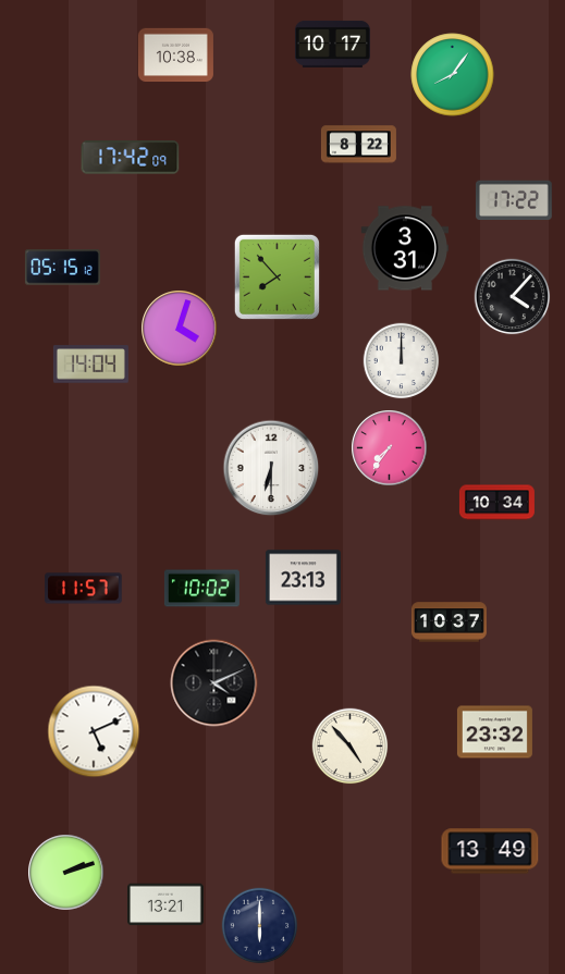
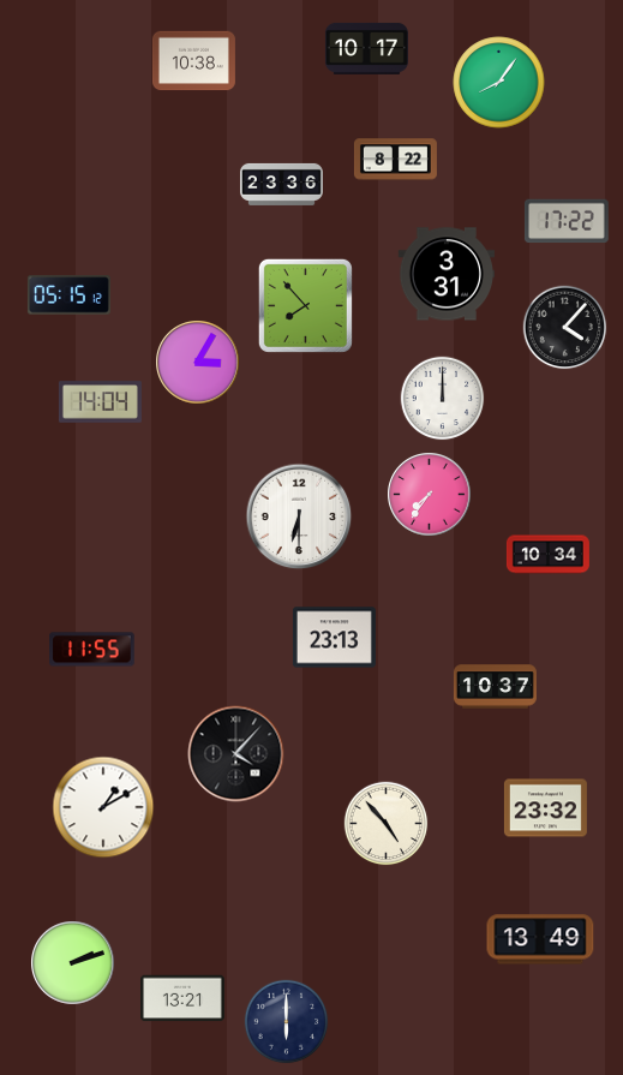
clock at (131, 158): 17:42 -> none
clock at (281, 184): none -> 23:36
clock at (180, 329): 4:03 -> 3:05
clock at (84, 589): 11:57 -> 11:55
clock at (201, 589): 10:02 -> none
clock at (214, 683): 4:11 -> 4:07
clock at (94, 731): 5:11 -> 1:10
